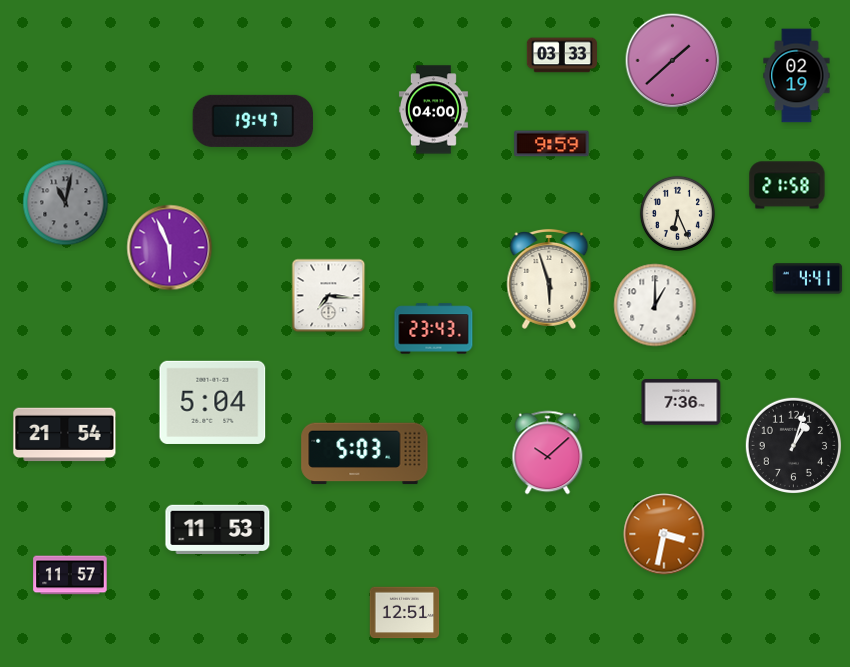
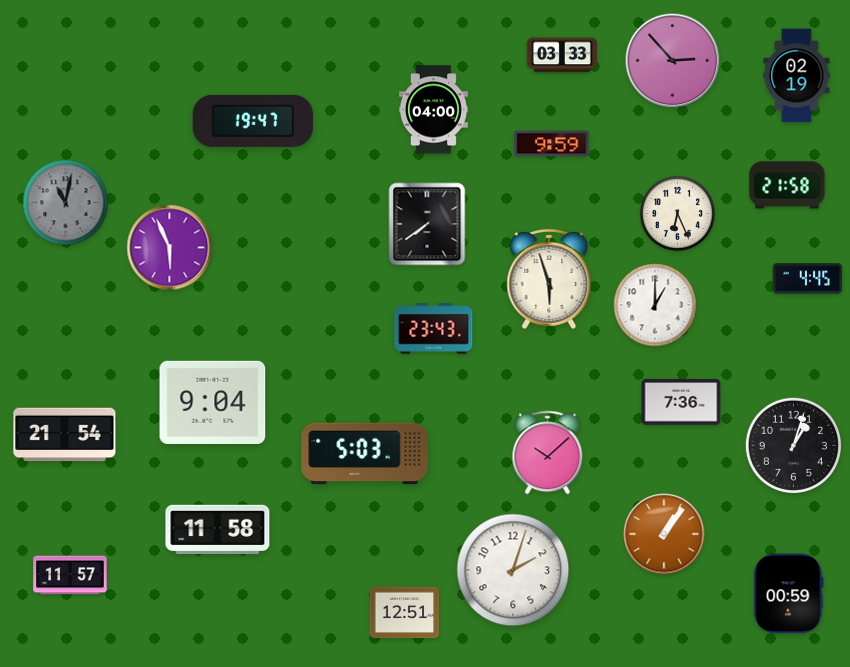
clock at (673, 61): 1:38 -> 2:53
clock at (427, 224): none -> 7:39
clock at (808, 279): 4:41 -> 4:45
clock at (329, 296): 7:16 -> none
clock at (213, 402): 5:04 -> 9:04
clock at (218, 529): 11:53 -> 11:58
clock at (664, 534): 3:32 -> 1:06
clock at (513, 570): none -> 2:03
clock at (789, 594): none -> 00:59
